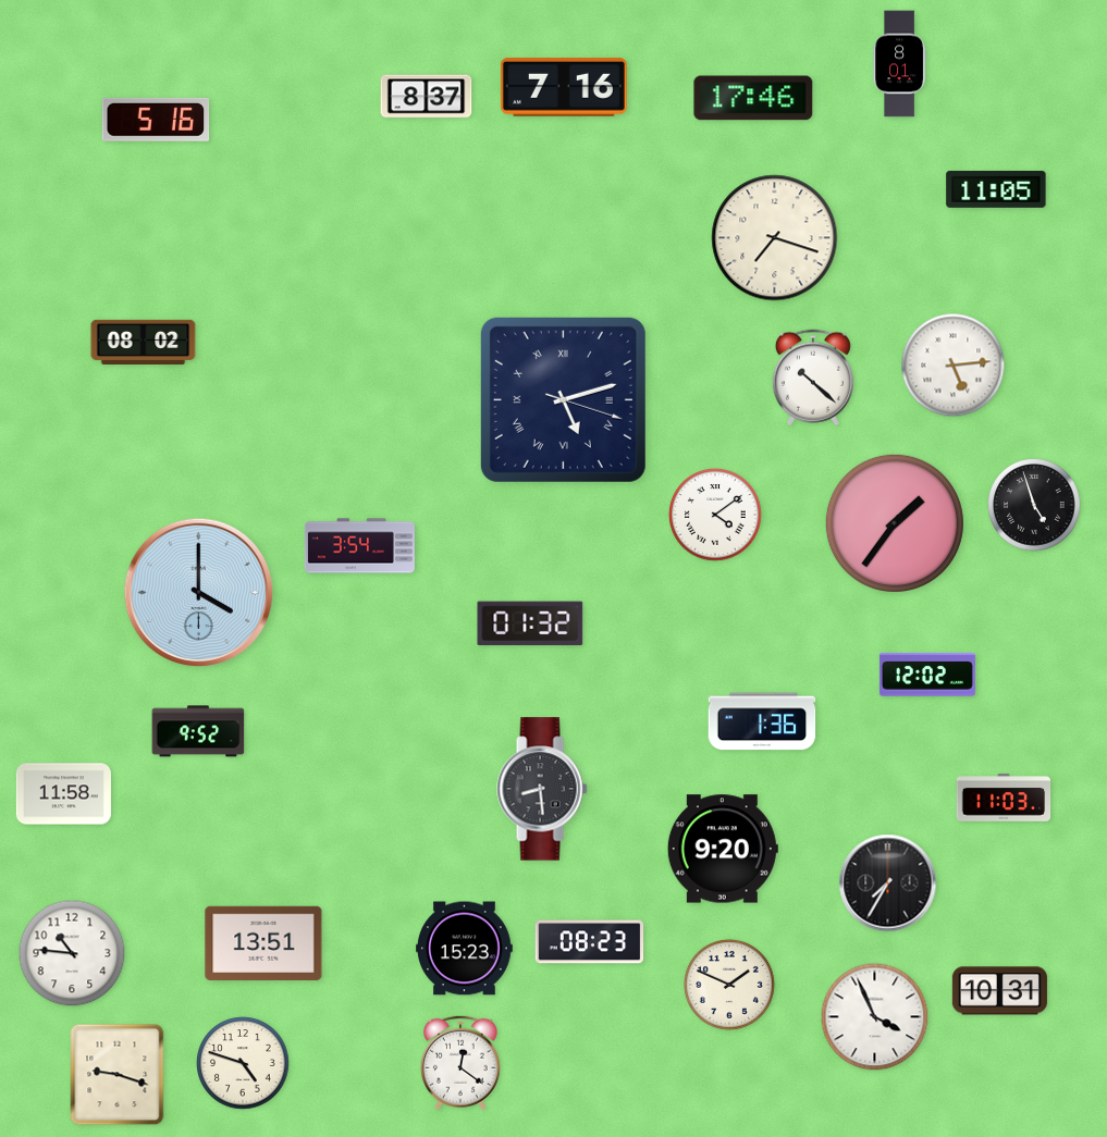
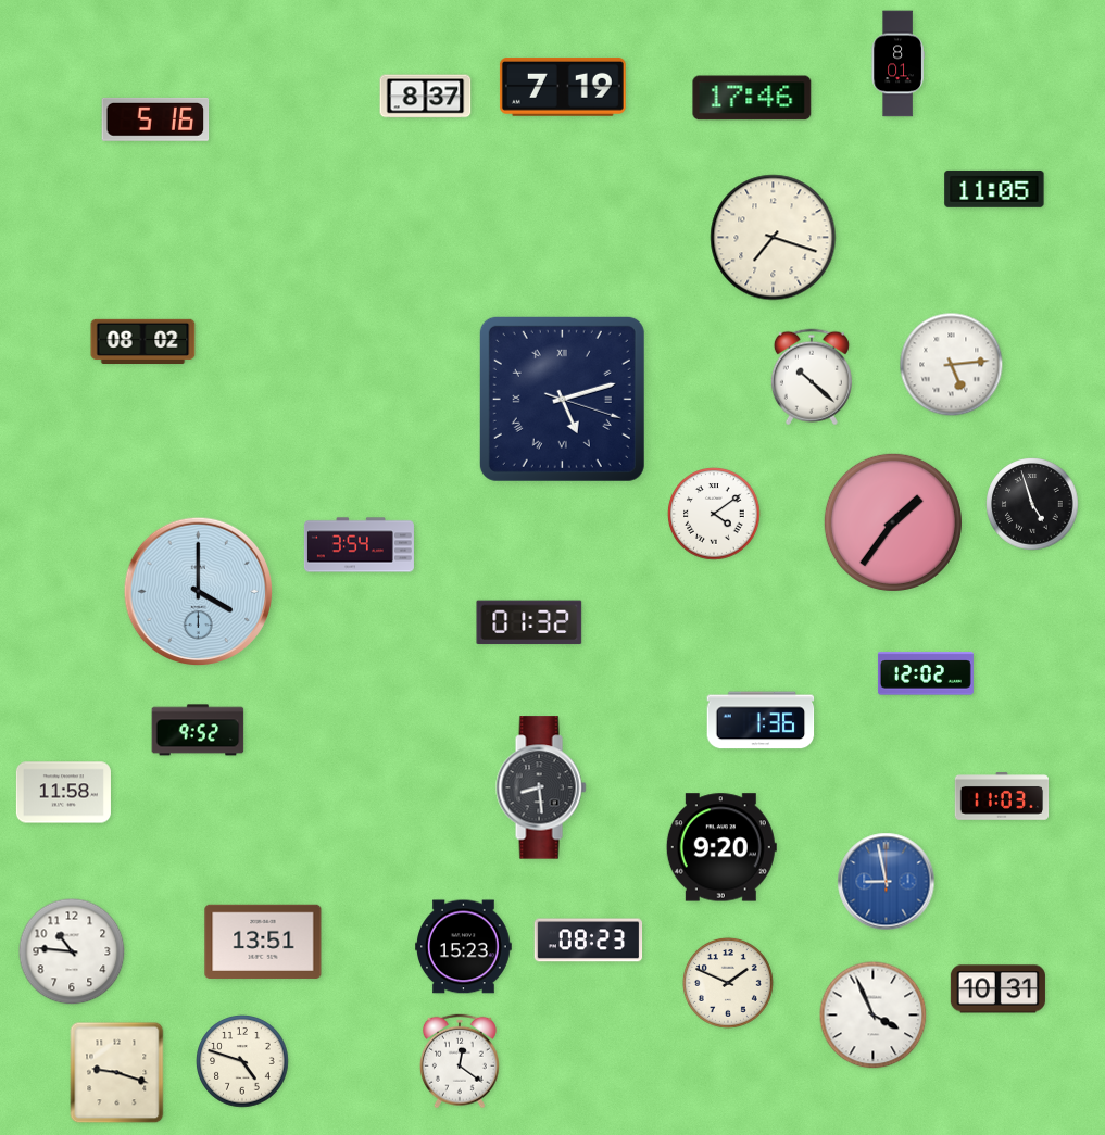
clock at (564, 87): 7:16 -> 7:19
clock at (888, 883): 7:35 -> 8:58
clock at (888, 883) dial: black -> blue
